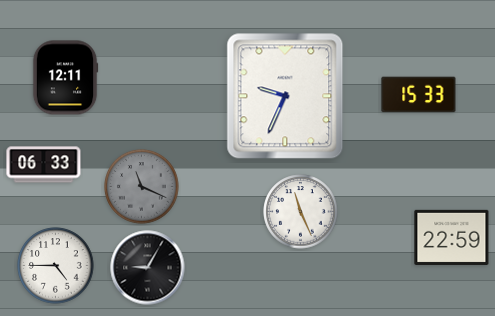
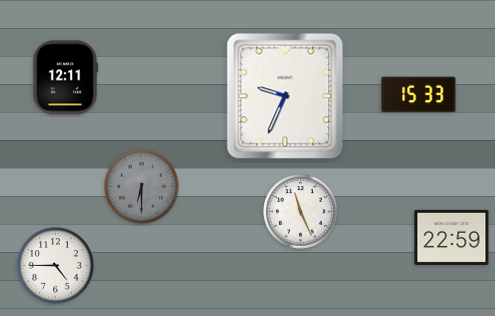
clock at (44, 165): 06:33 -> none
clock at (142, 187): 11:19 -> 6:30
clock at (148, 268): 9:05 -> none
